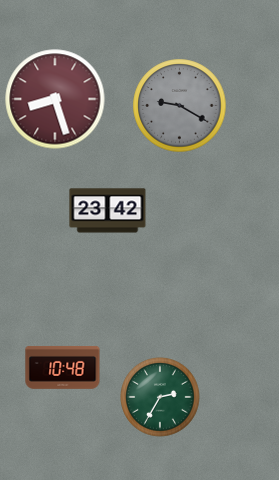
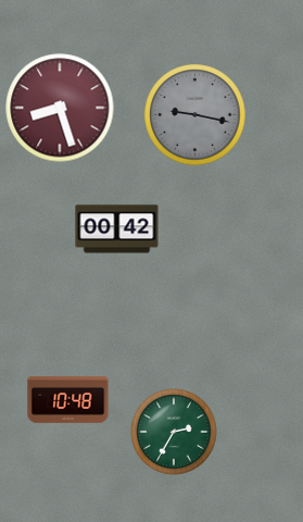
clock at (180, 106): 9:20 -> 9:17
clock at (108, 211): 23:42 -> 00:42
